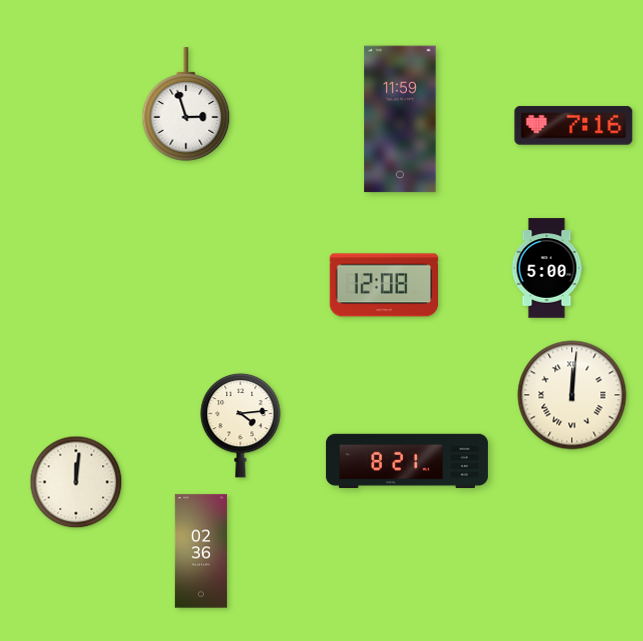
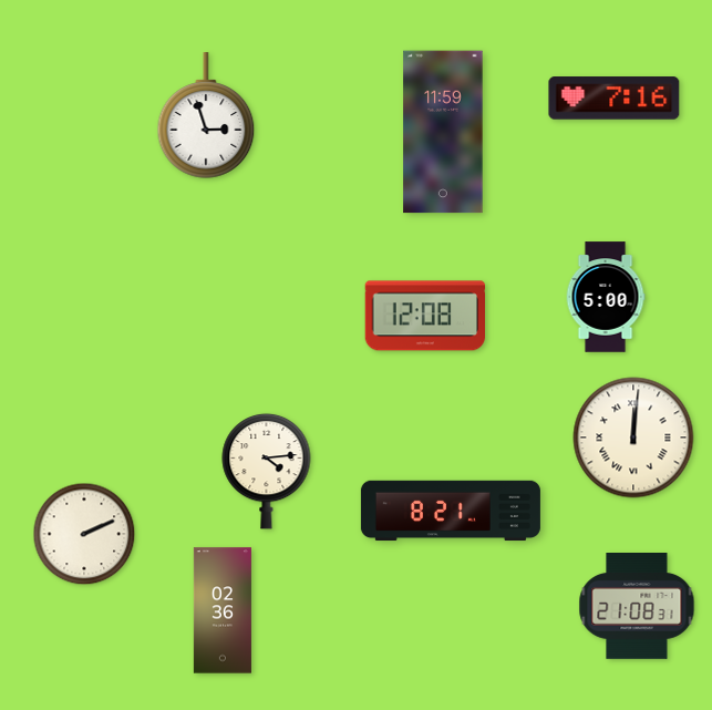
clock at (574, 126) position: (574, 126) -> (615, 99)
clock at (76, 482): 12:01 -> 2:11
clock at (637, 607): none -> 21:08
